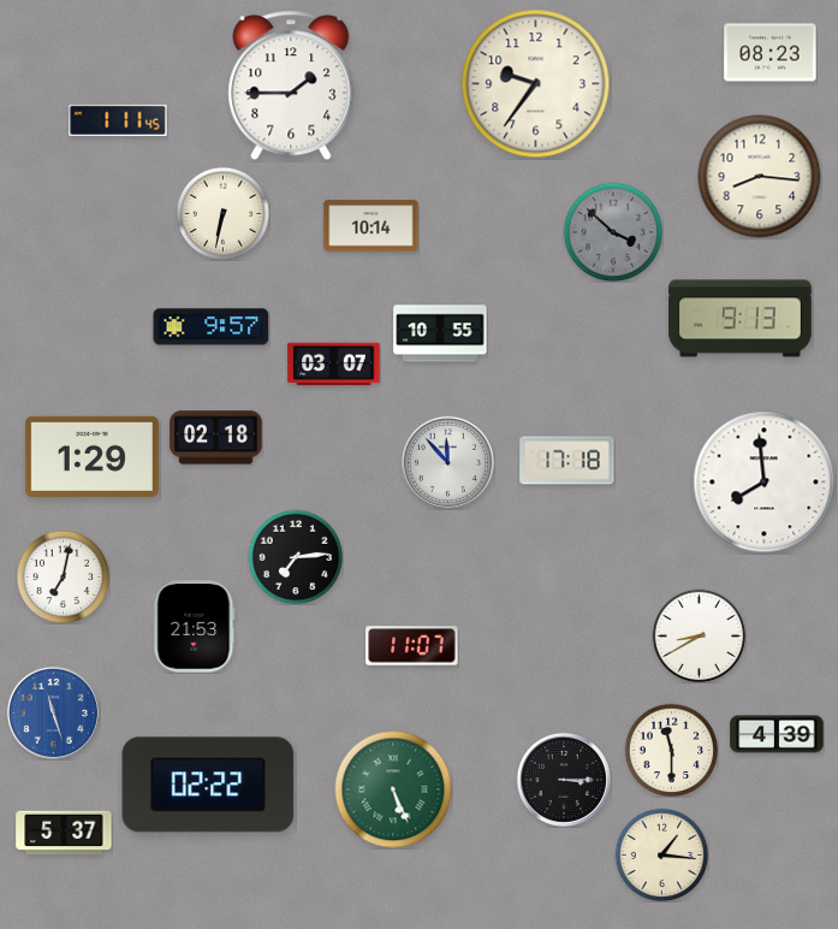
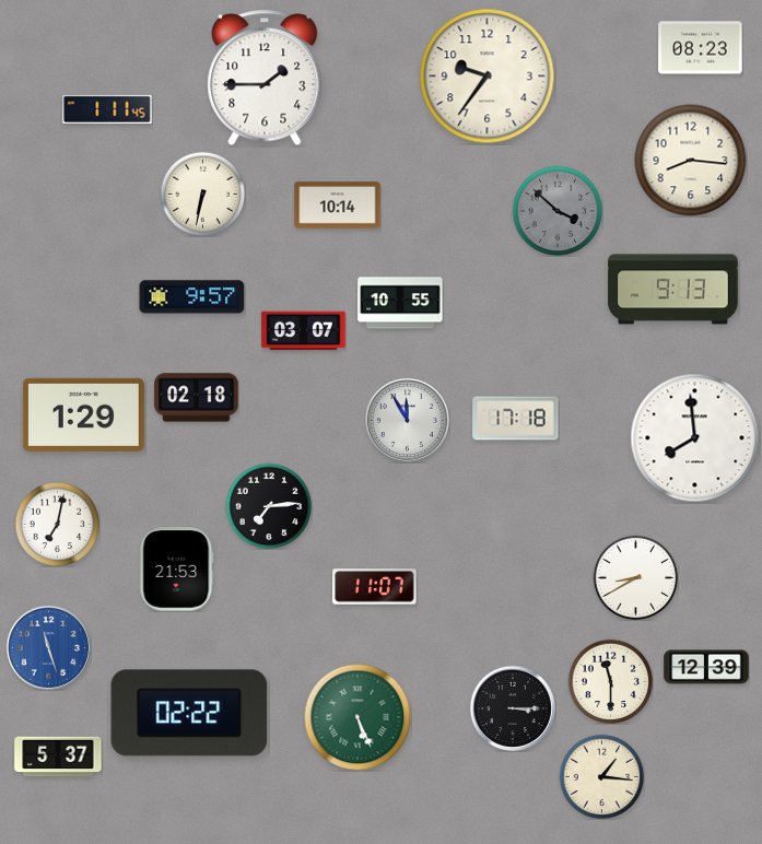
clock at (447, 462): 11:53 -> 11:55
clock at (777, 734): 4:39 -> 12:39
